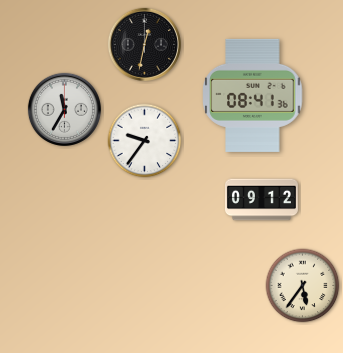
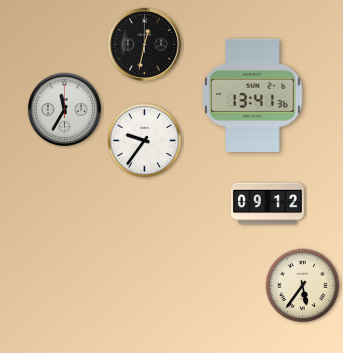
clock at (253, 95): 08:41 -> 13:41
clock at (261, 200) position: (261, 200) -> (267, 204)
